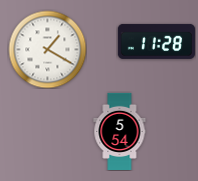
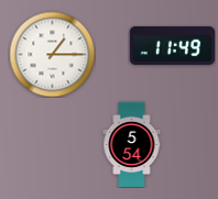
clock at (156, 41): 11:28 -> 11:49
clock at (47, 49): 1:20 -> 1:15
